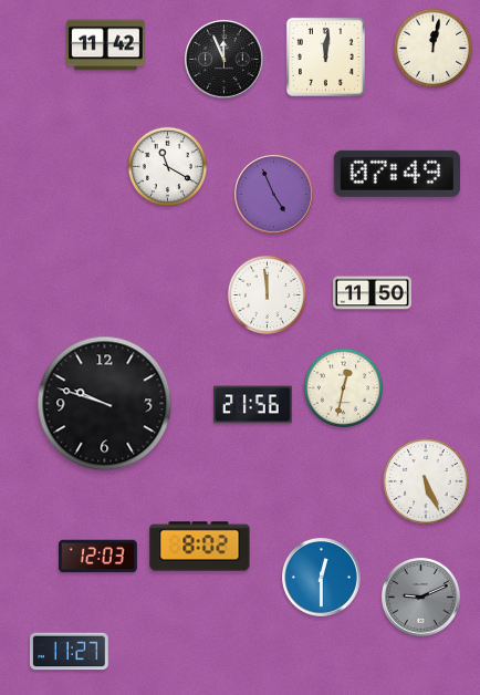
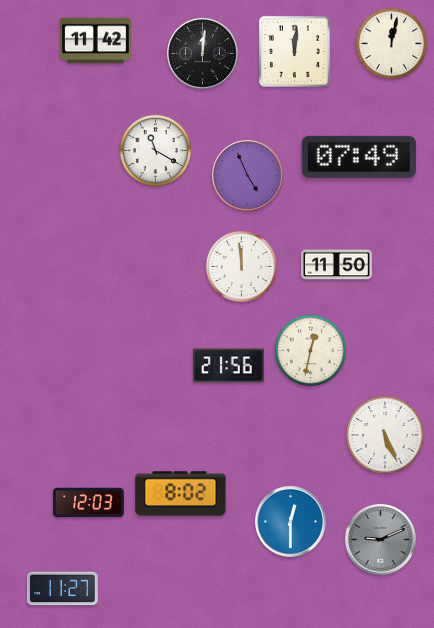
clock at (225, 60): 11:56 -> 12:01
clock at (168, 167) position: (168, 167) -> (156, 151)
clock at (105, 404): 9:48 -> none
